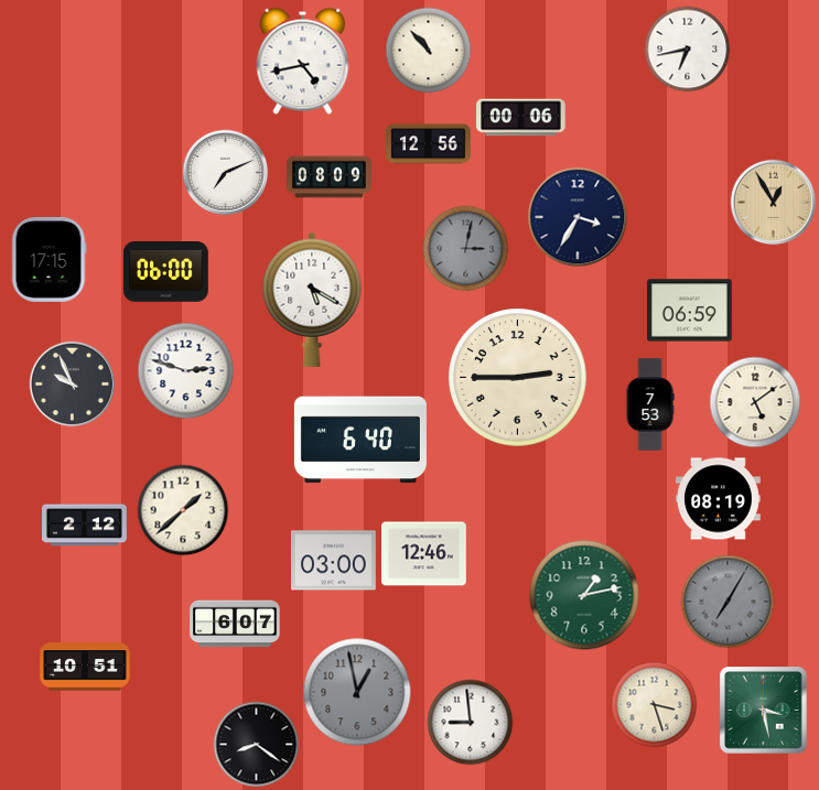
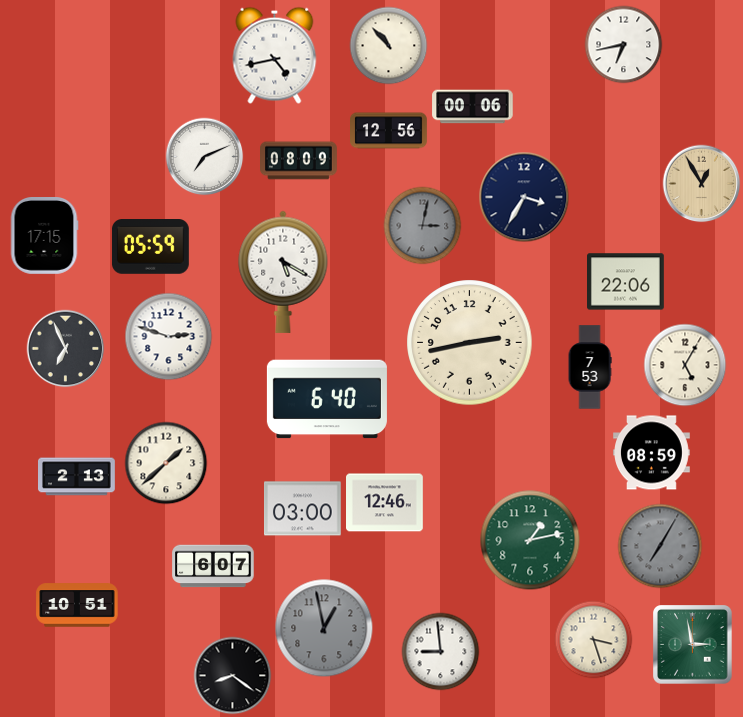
clock at (165, 272): 06:00 -> 05:59
clock at (690, 311): 06:59 -> 22:06
clock at (518, 378): 2:45 -> 2:43
clock at (72, 383): 9:56 -> 6:56
clock at (755, 402): 5:09 -> 5:05
clock at (719, 499): 08:19 -> 08:59
clock at (85, 526): 2:12 -> 2:13
clock at (764, 711): 3:28 -> 2:58
clock at (470, 722) position: (470, 722) -> (440, 651)
